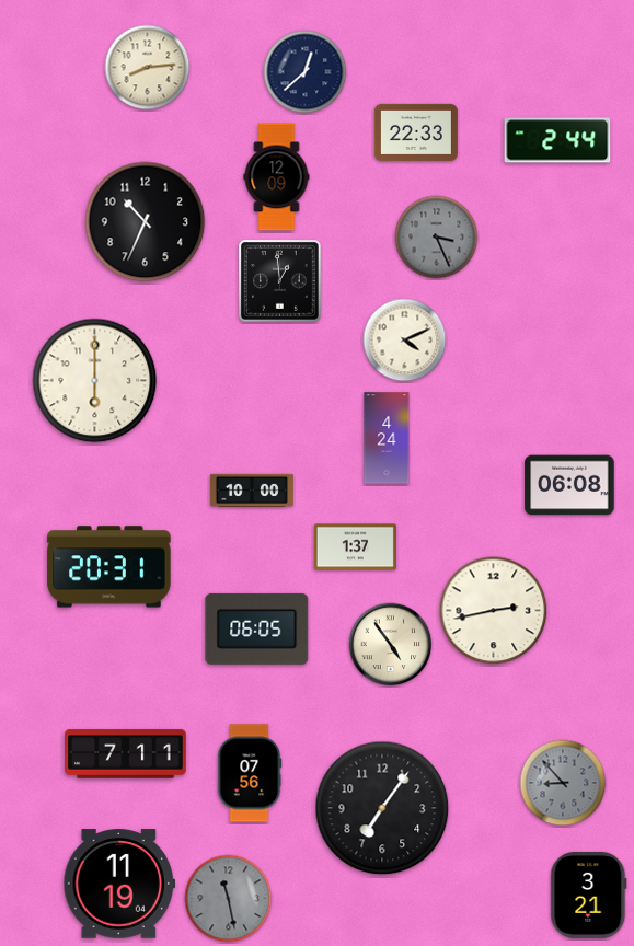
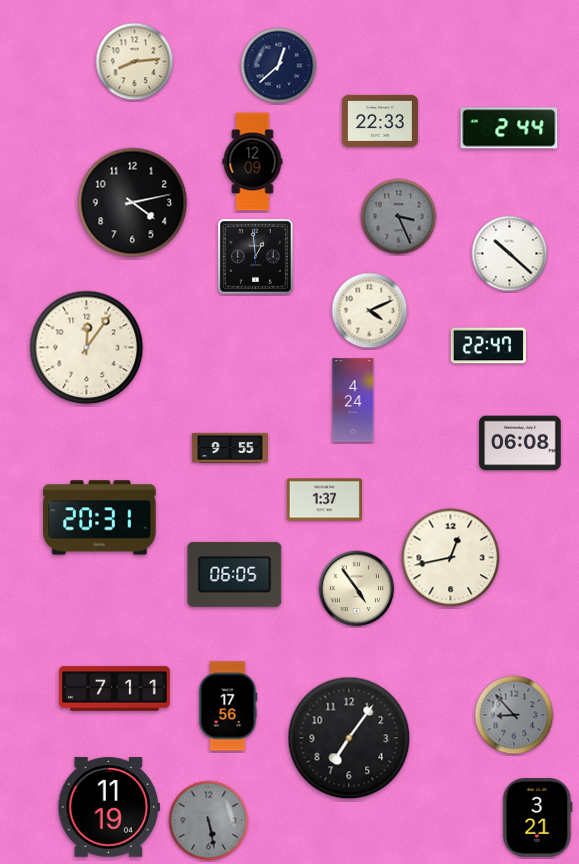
clock at (146, 222): 10:34 -> 4:13
clock at (510, 254): none -> 10:22
clock at (488, 346): none -> 22:47
clock at (95, 381): 6:00 -> 12:06
clock at (252, 489): 10:00 -> 9:55
clock at (494, 611): 2:43 -> 12:43
clock at (250, 773): 07:56 -> 17:56
clock at (229, 899): 11:28 -> 5:28
